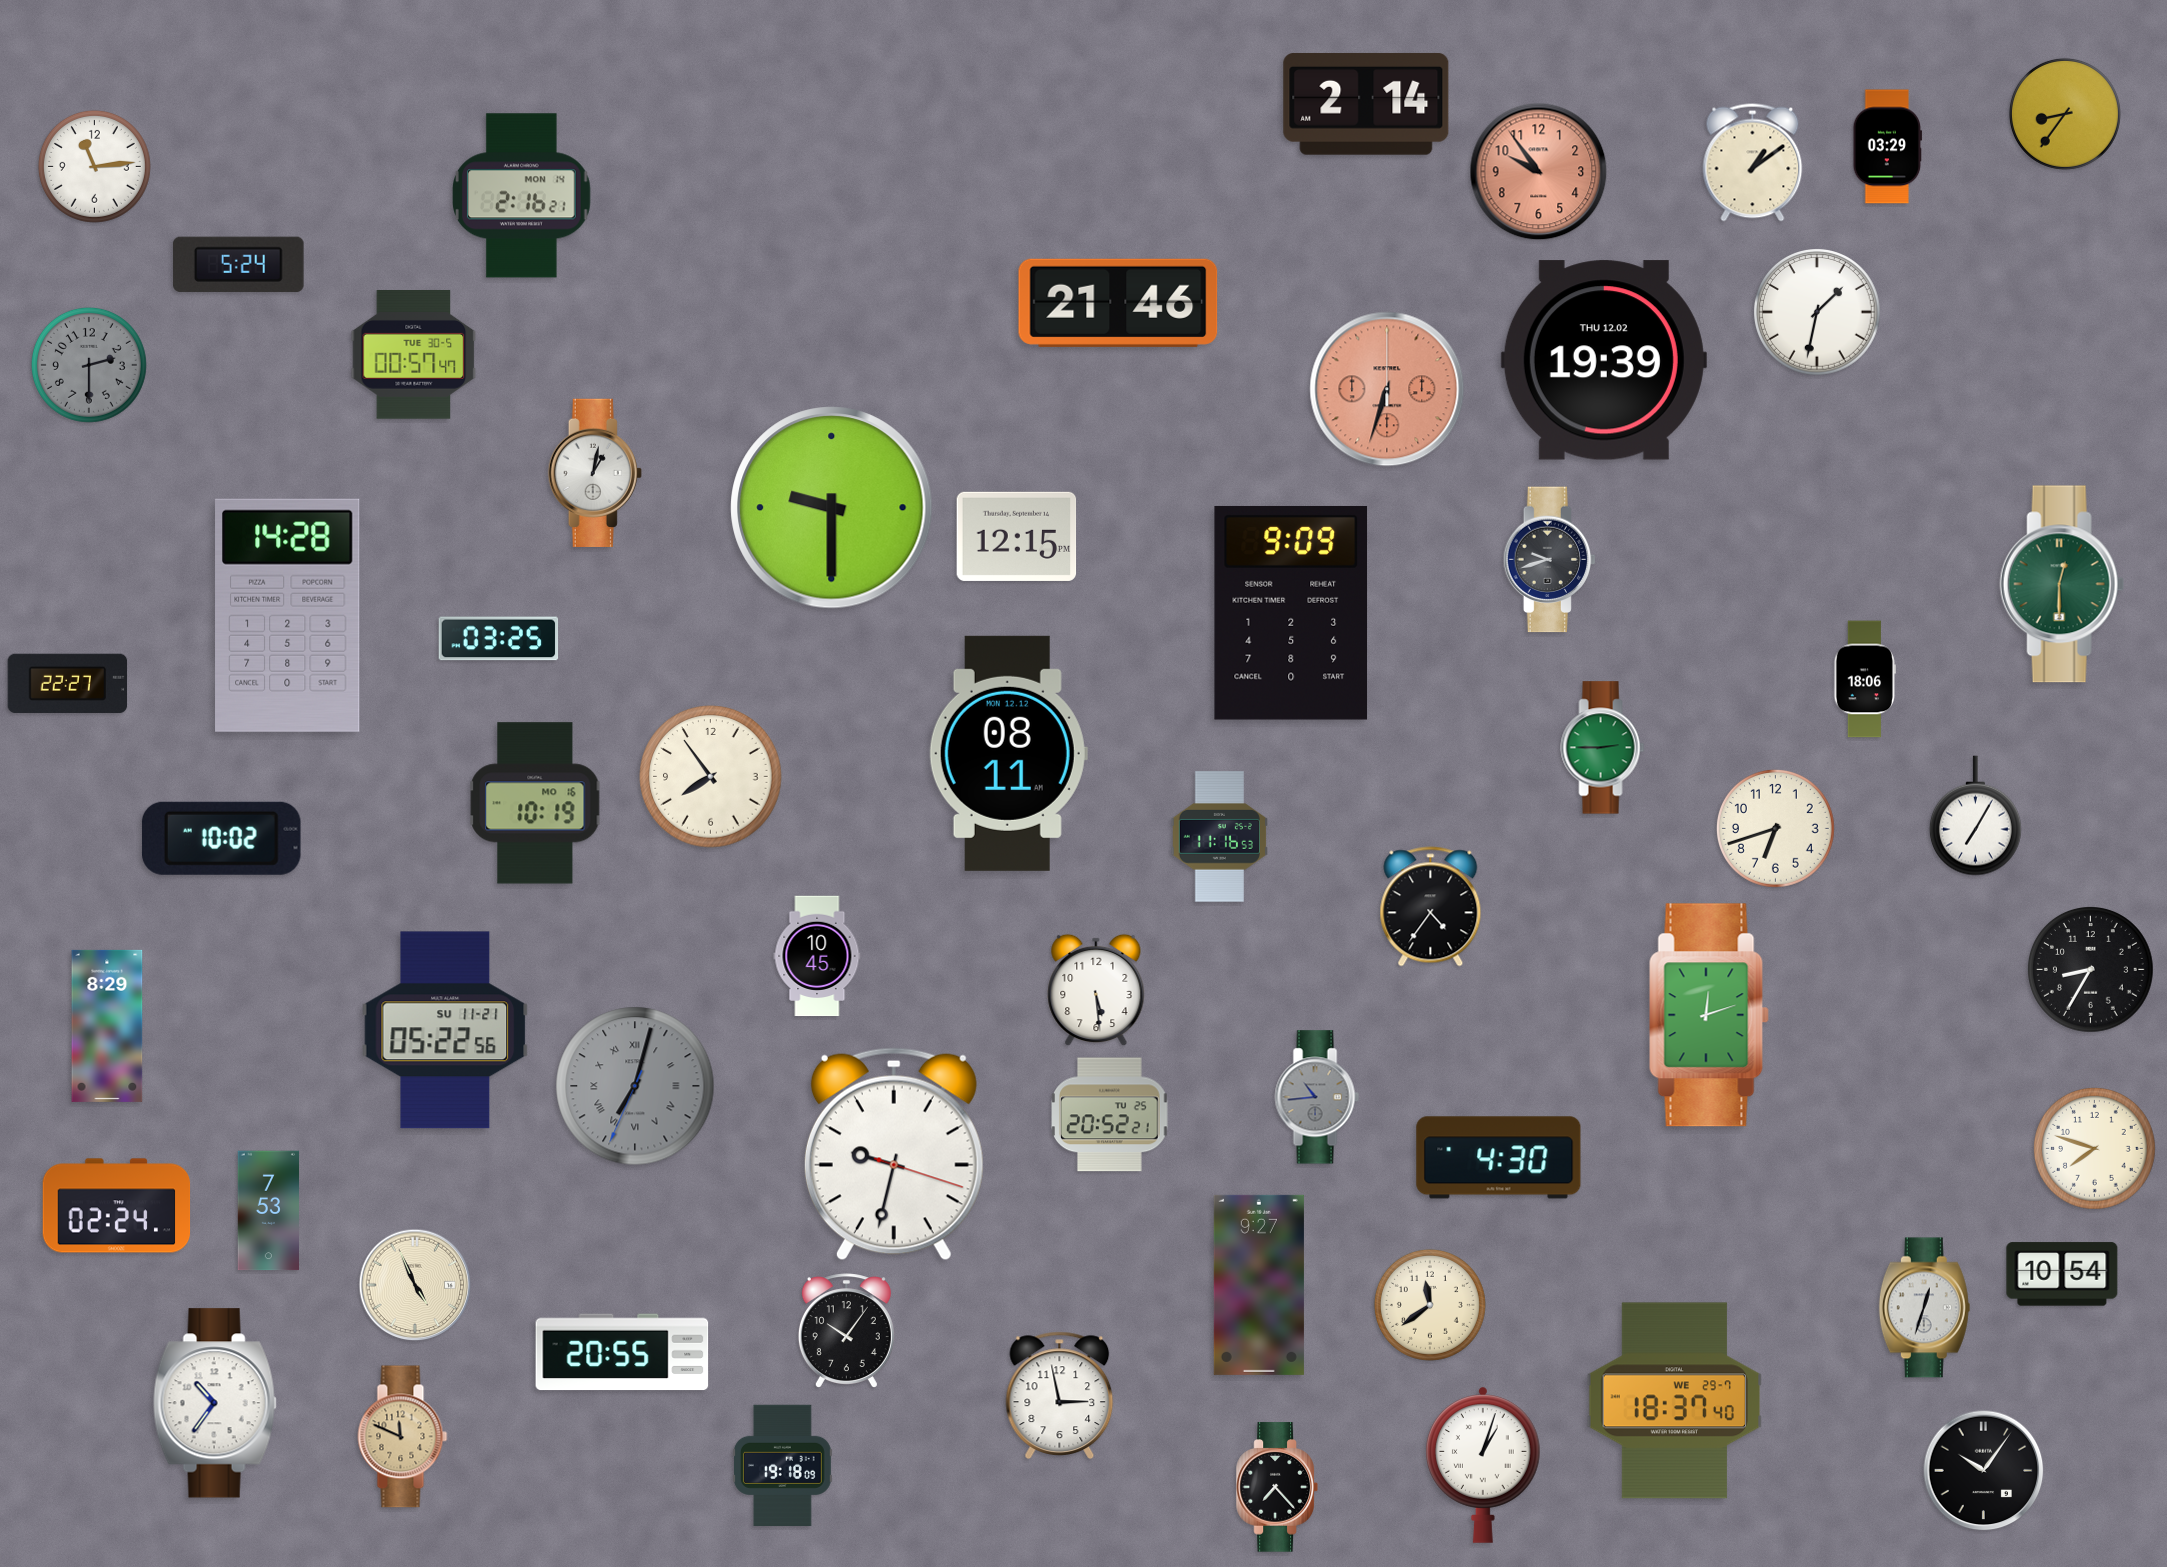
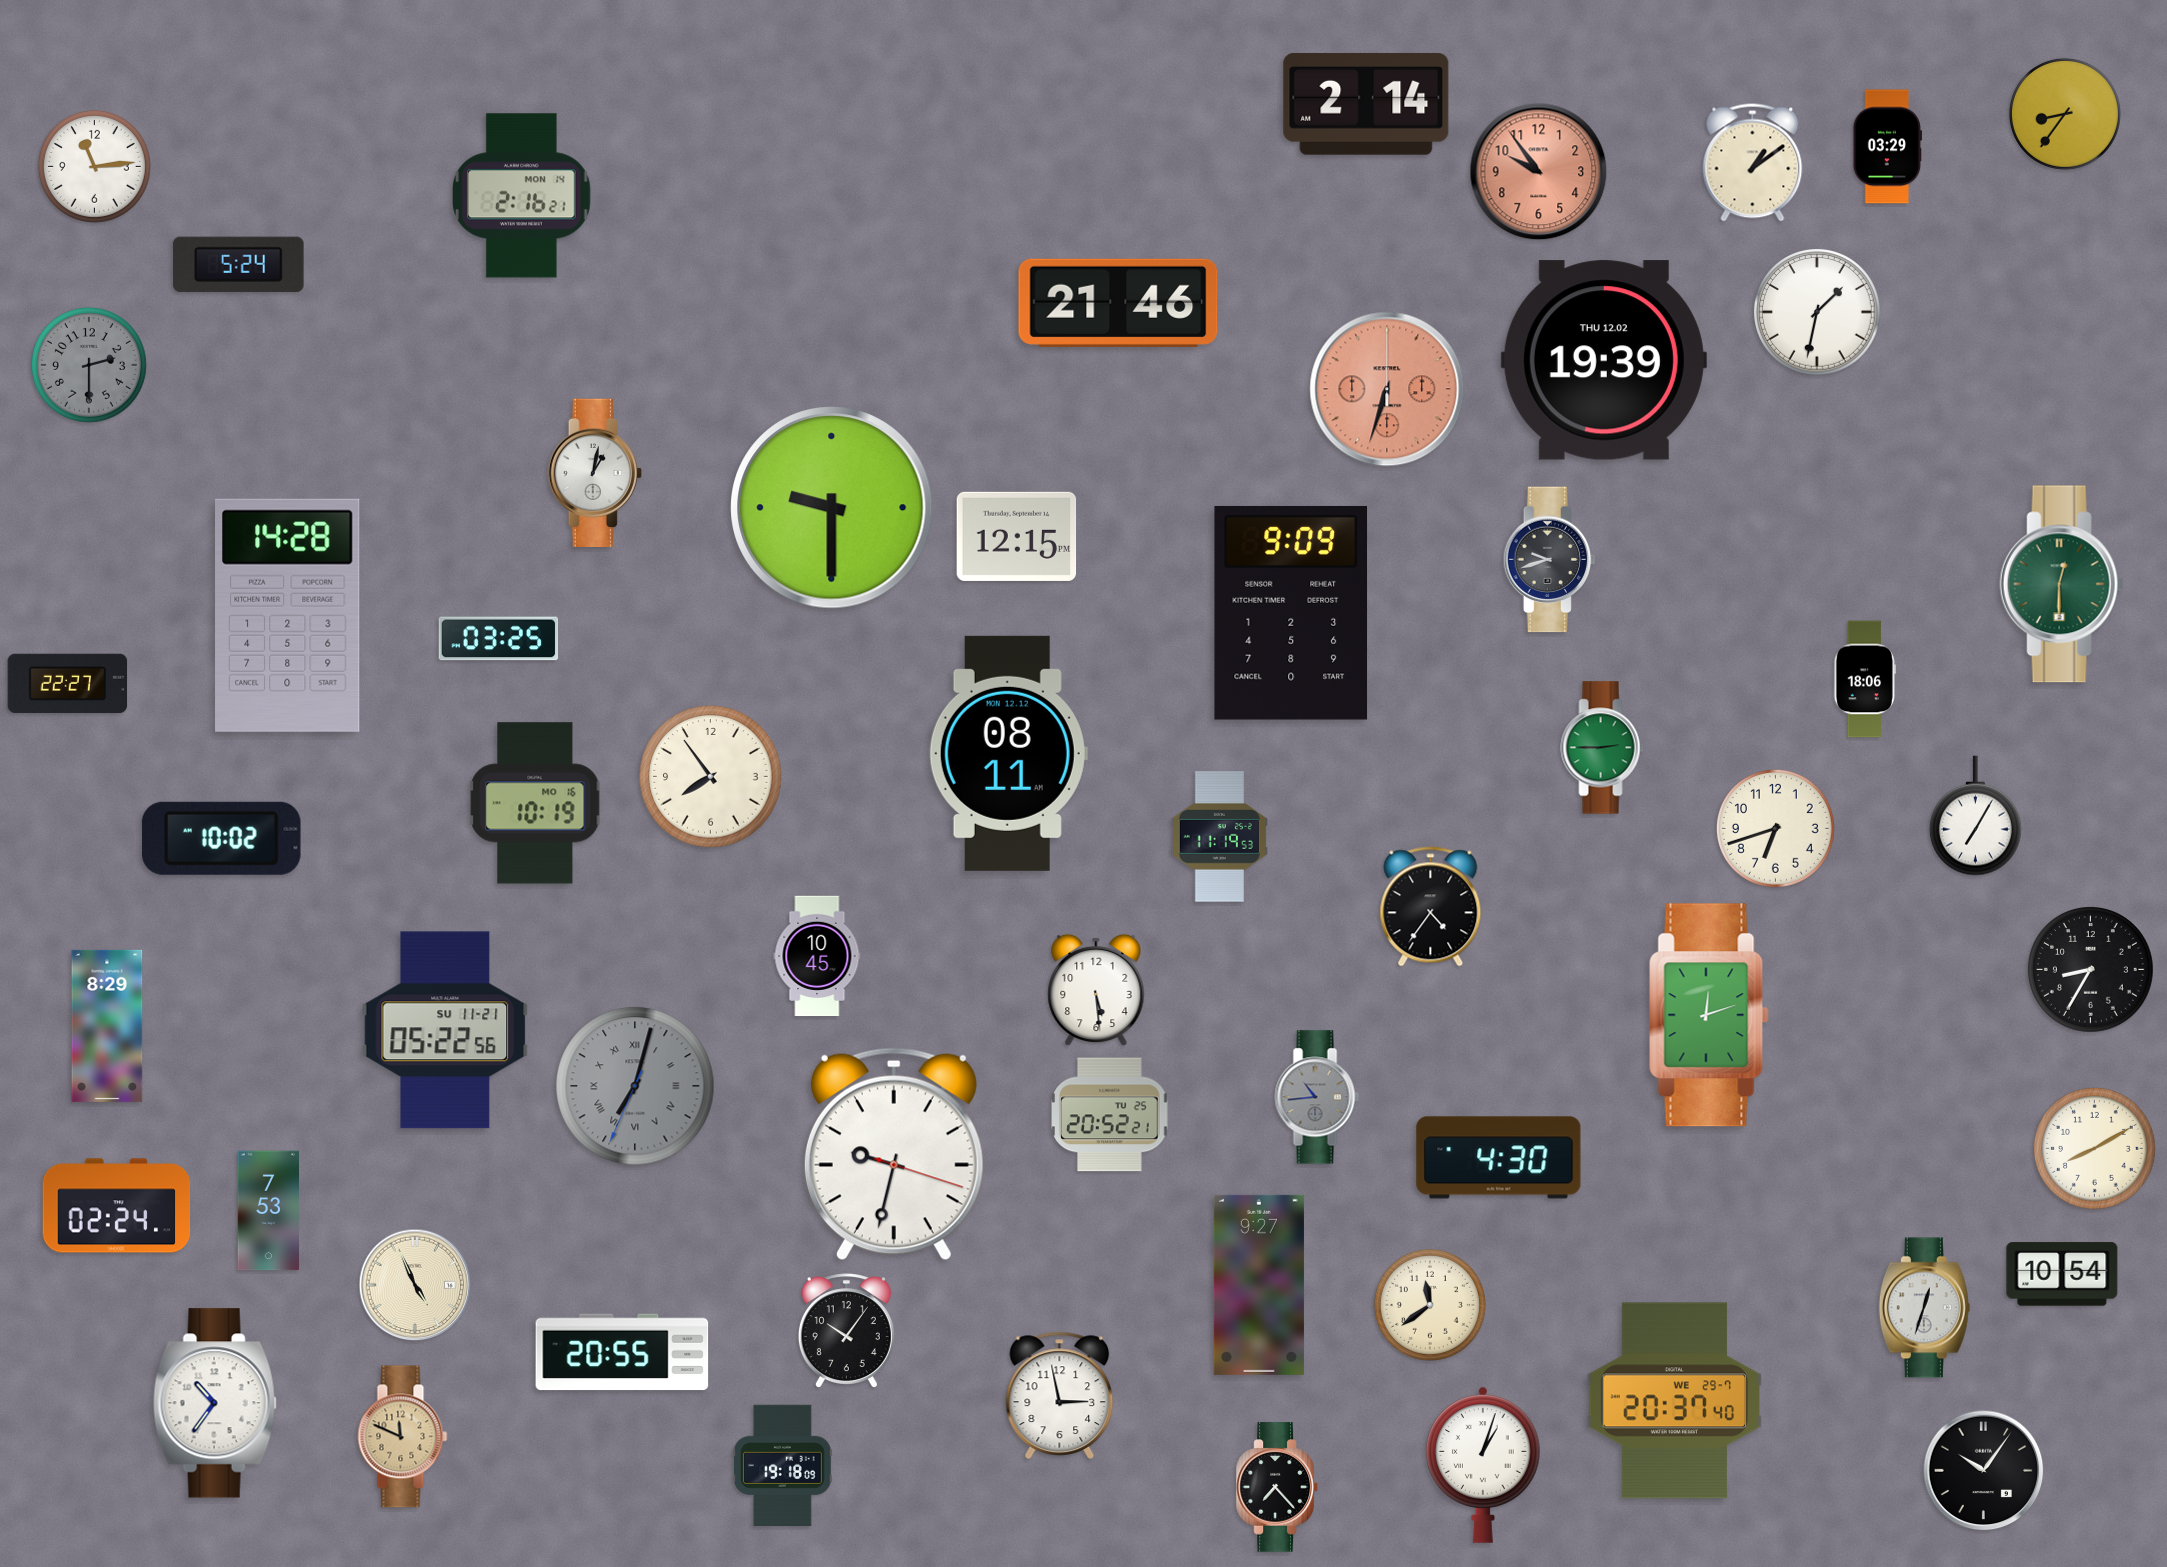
clock at (414, 355): 00:57 -> none
clock at (1219, 837): 11:16 -> 11:19
clock at (2094, 1148): 7:48 -> 8:10
clock at (1675, 1401): 18:37 -> 20:37
